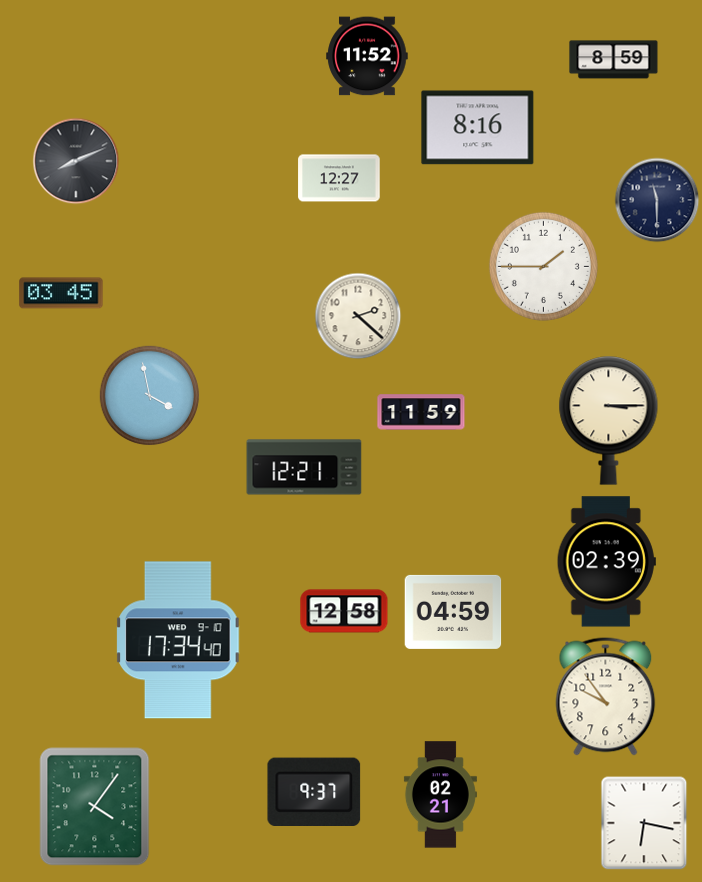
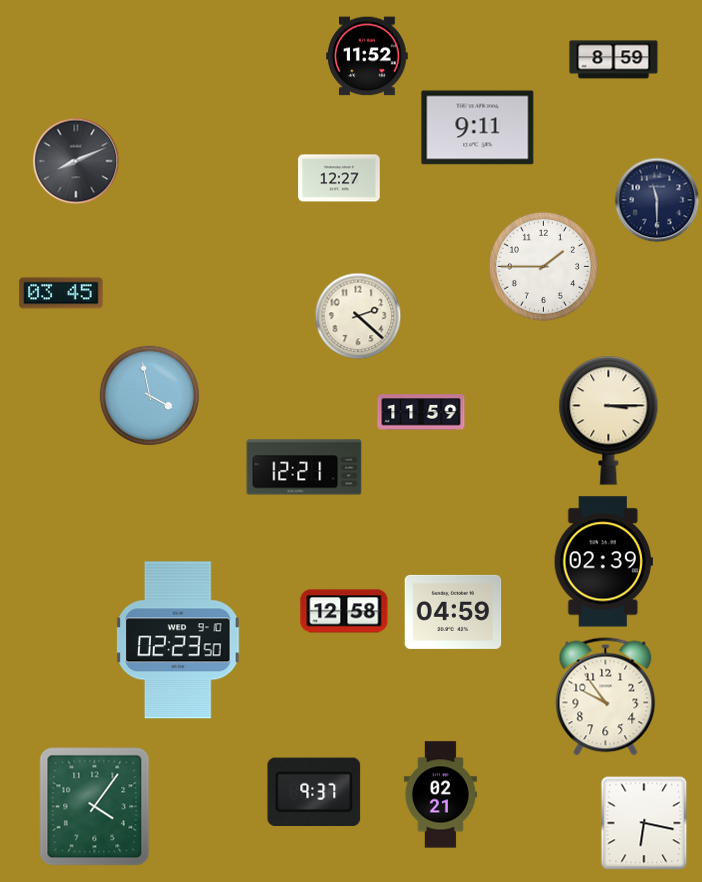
clock at (478, 128): 8:16 -> 9:11
clock at (606, 562) position: (606, 562) -> (603, 562)
clock at (178, 640): 17:34 -> 02:23
